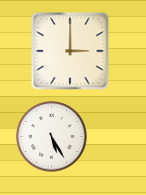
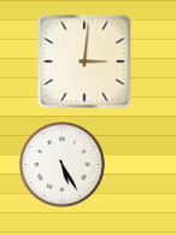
clock at (70, 51): 3:00 -> 3:01
